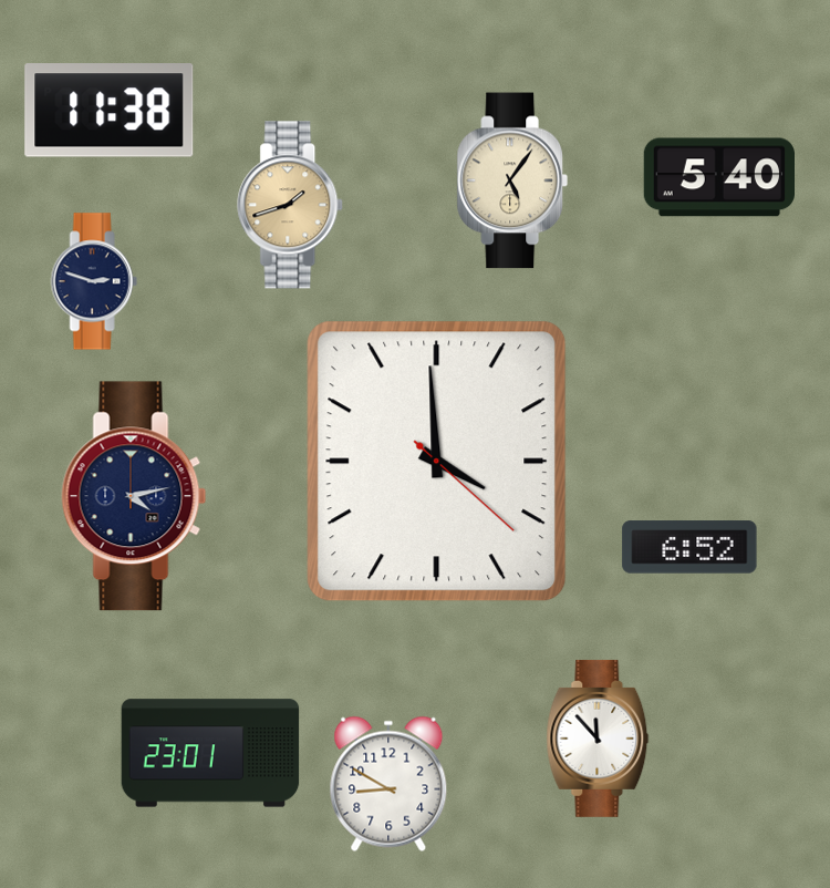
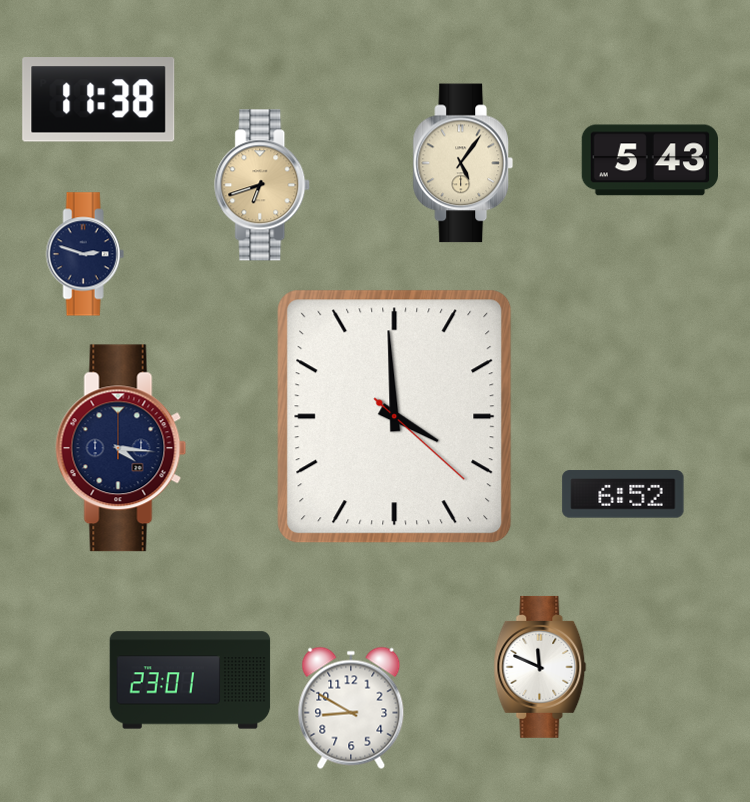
clock at (718, 177): 5:40 -> 5:43
clock at (291, 205): 1:42 -> 6:42
clock at (134, 496): 4:13 -> 4:16
clock at (598, 739): 11:53 -> 11:49
